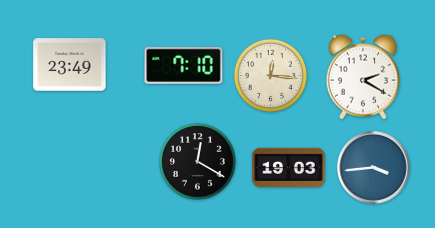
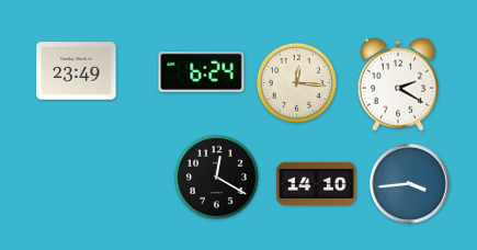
clock at (184, 65): 7:10 -> 6:24
clock at (289, 167): 19:03 -> 14:10
